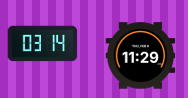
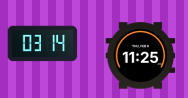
clock at (141, 56): 11:29 -> 11:25
